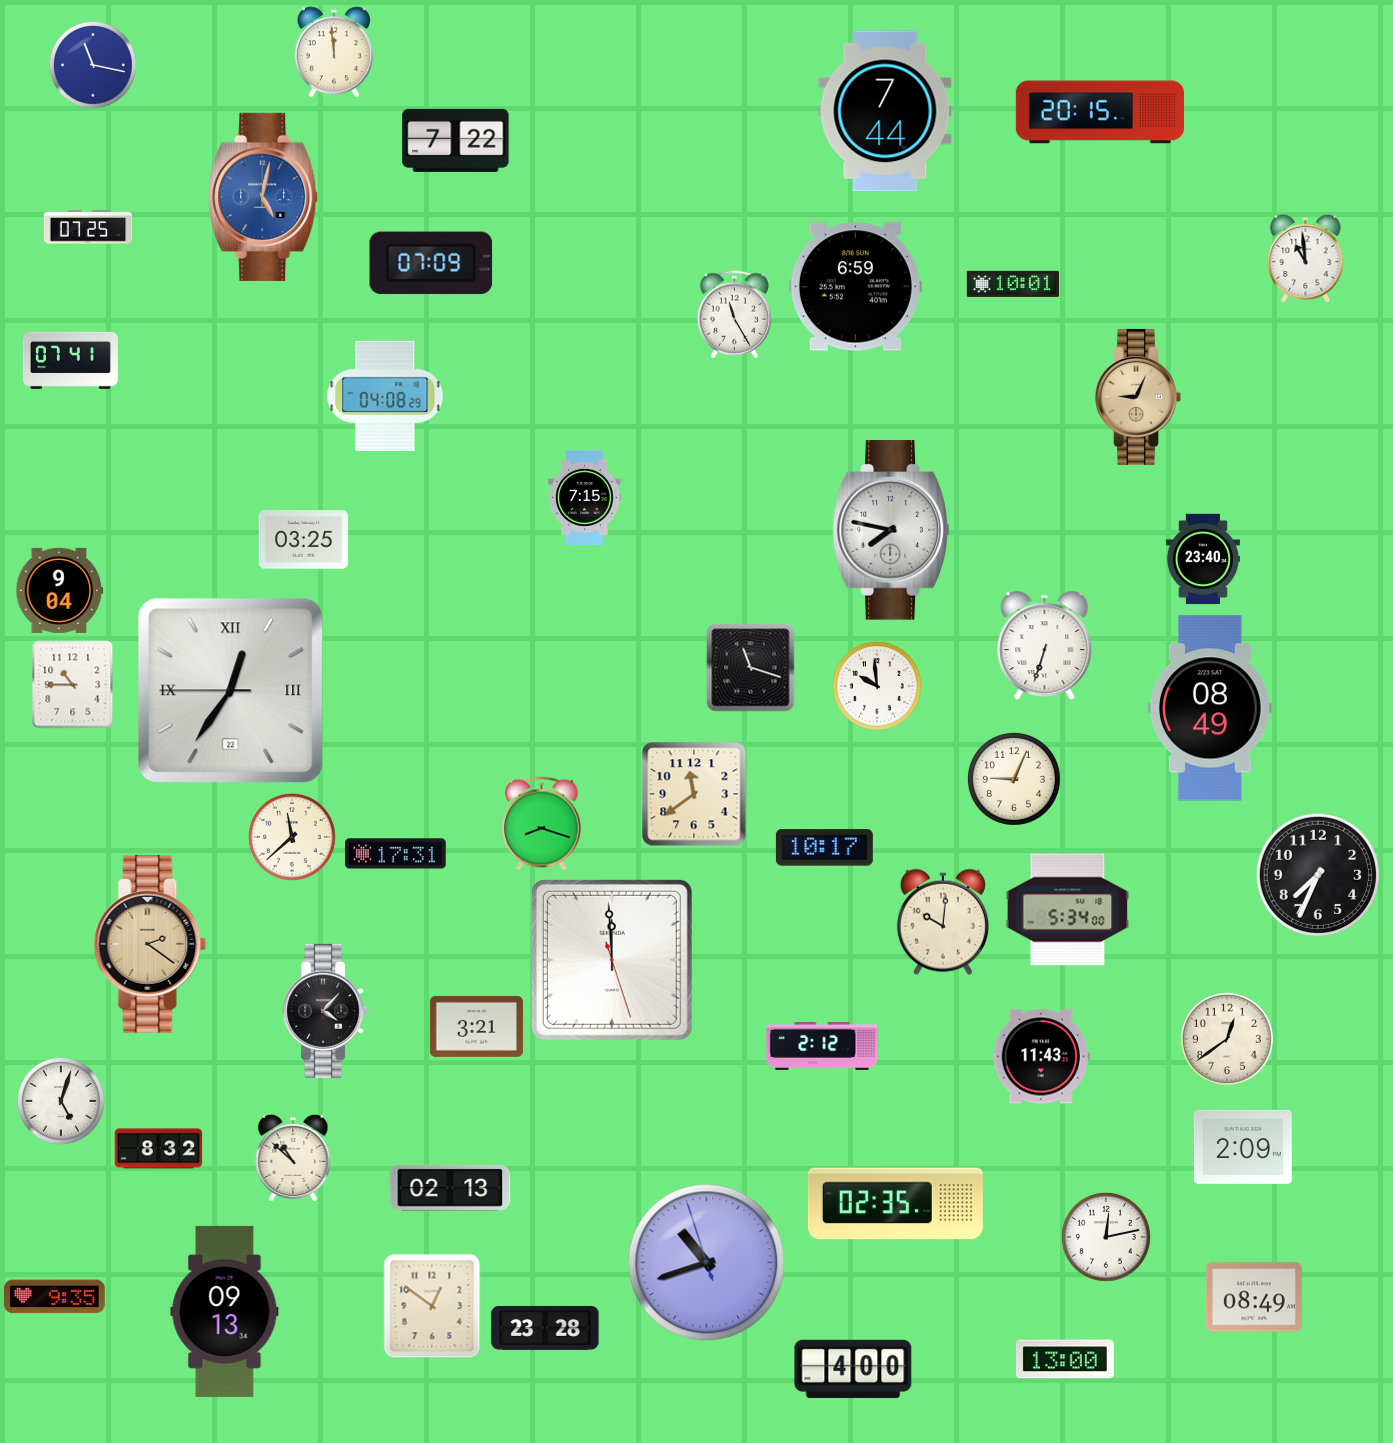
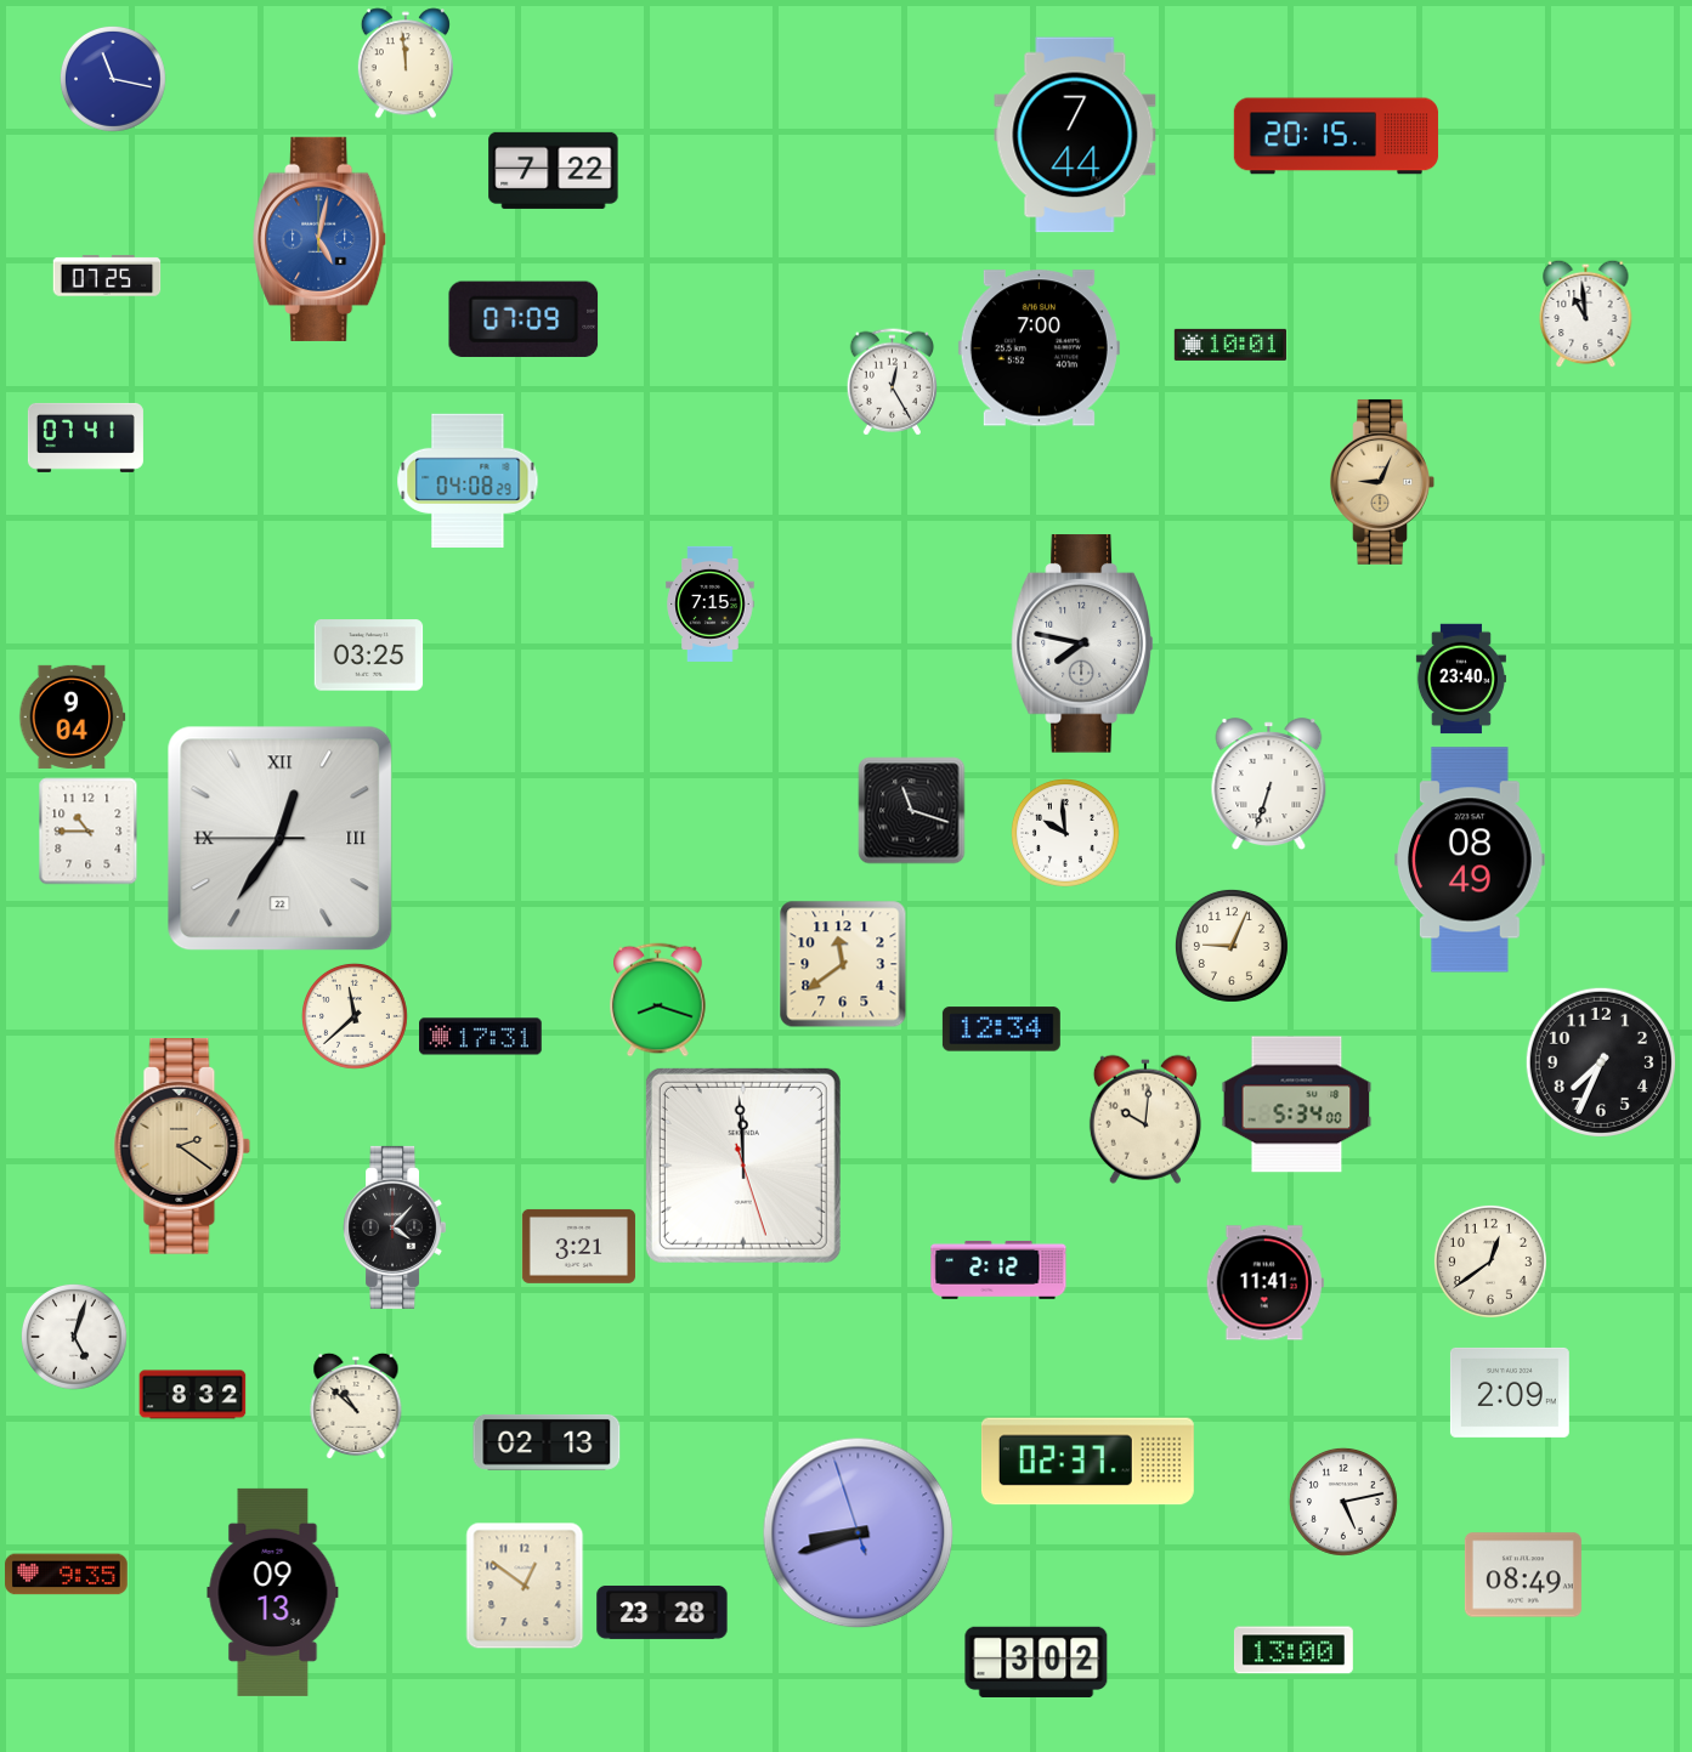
clock at (855, 287): 6:59 -> 7:00
clock at (734, 315): 11:25 -> 12:25
clock at (824, 848): 10:17 -> 12:34
clock at (1041, 1057): 11:43 -> 11:41
clock at (895, 1204): 02:35 -> 02:37
clock at (1106, 1237): 12:13 -> 5:13
clock at (707, 1263): 10:41 -> 8:41
clock at (853, 1369): 4:00 -> 3:02
